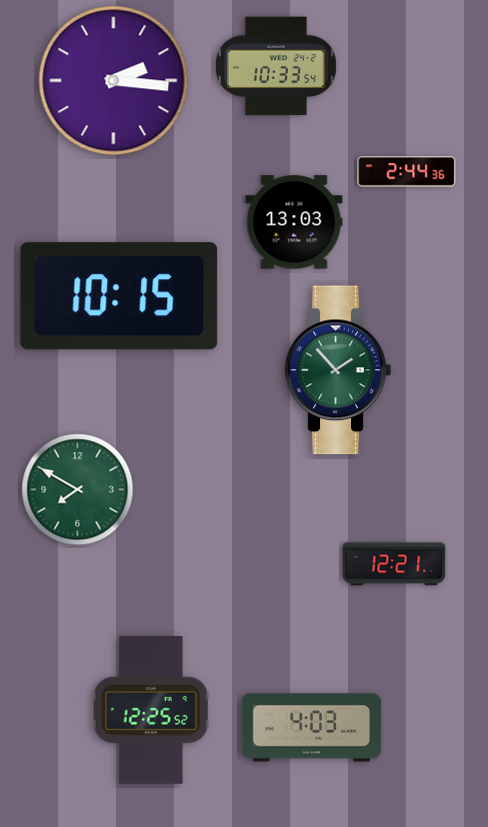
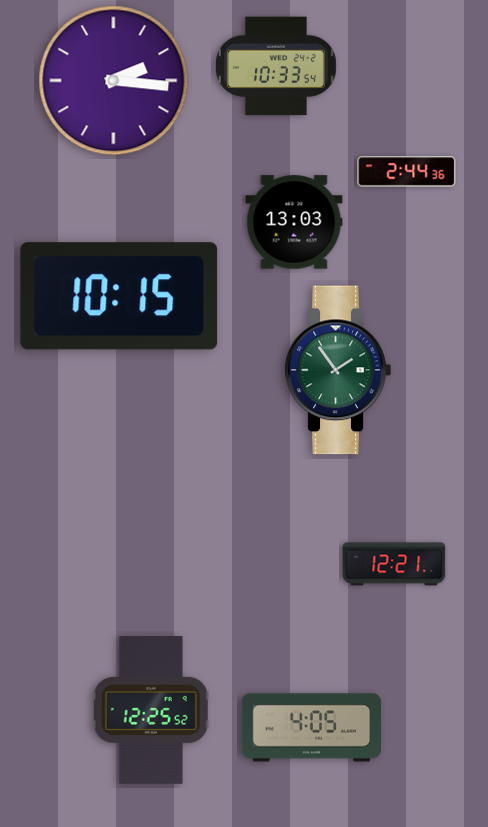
clock at (338, 370): 1:53 -> 1:54
clock at (78, 490): 7:50 -> none
clock at (312, 728): 4:03 -> 4:05
